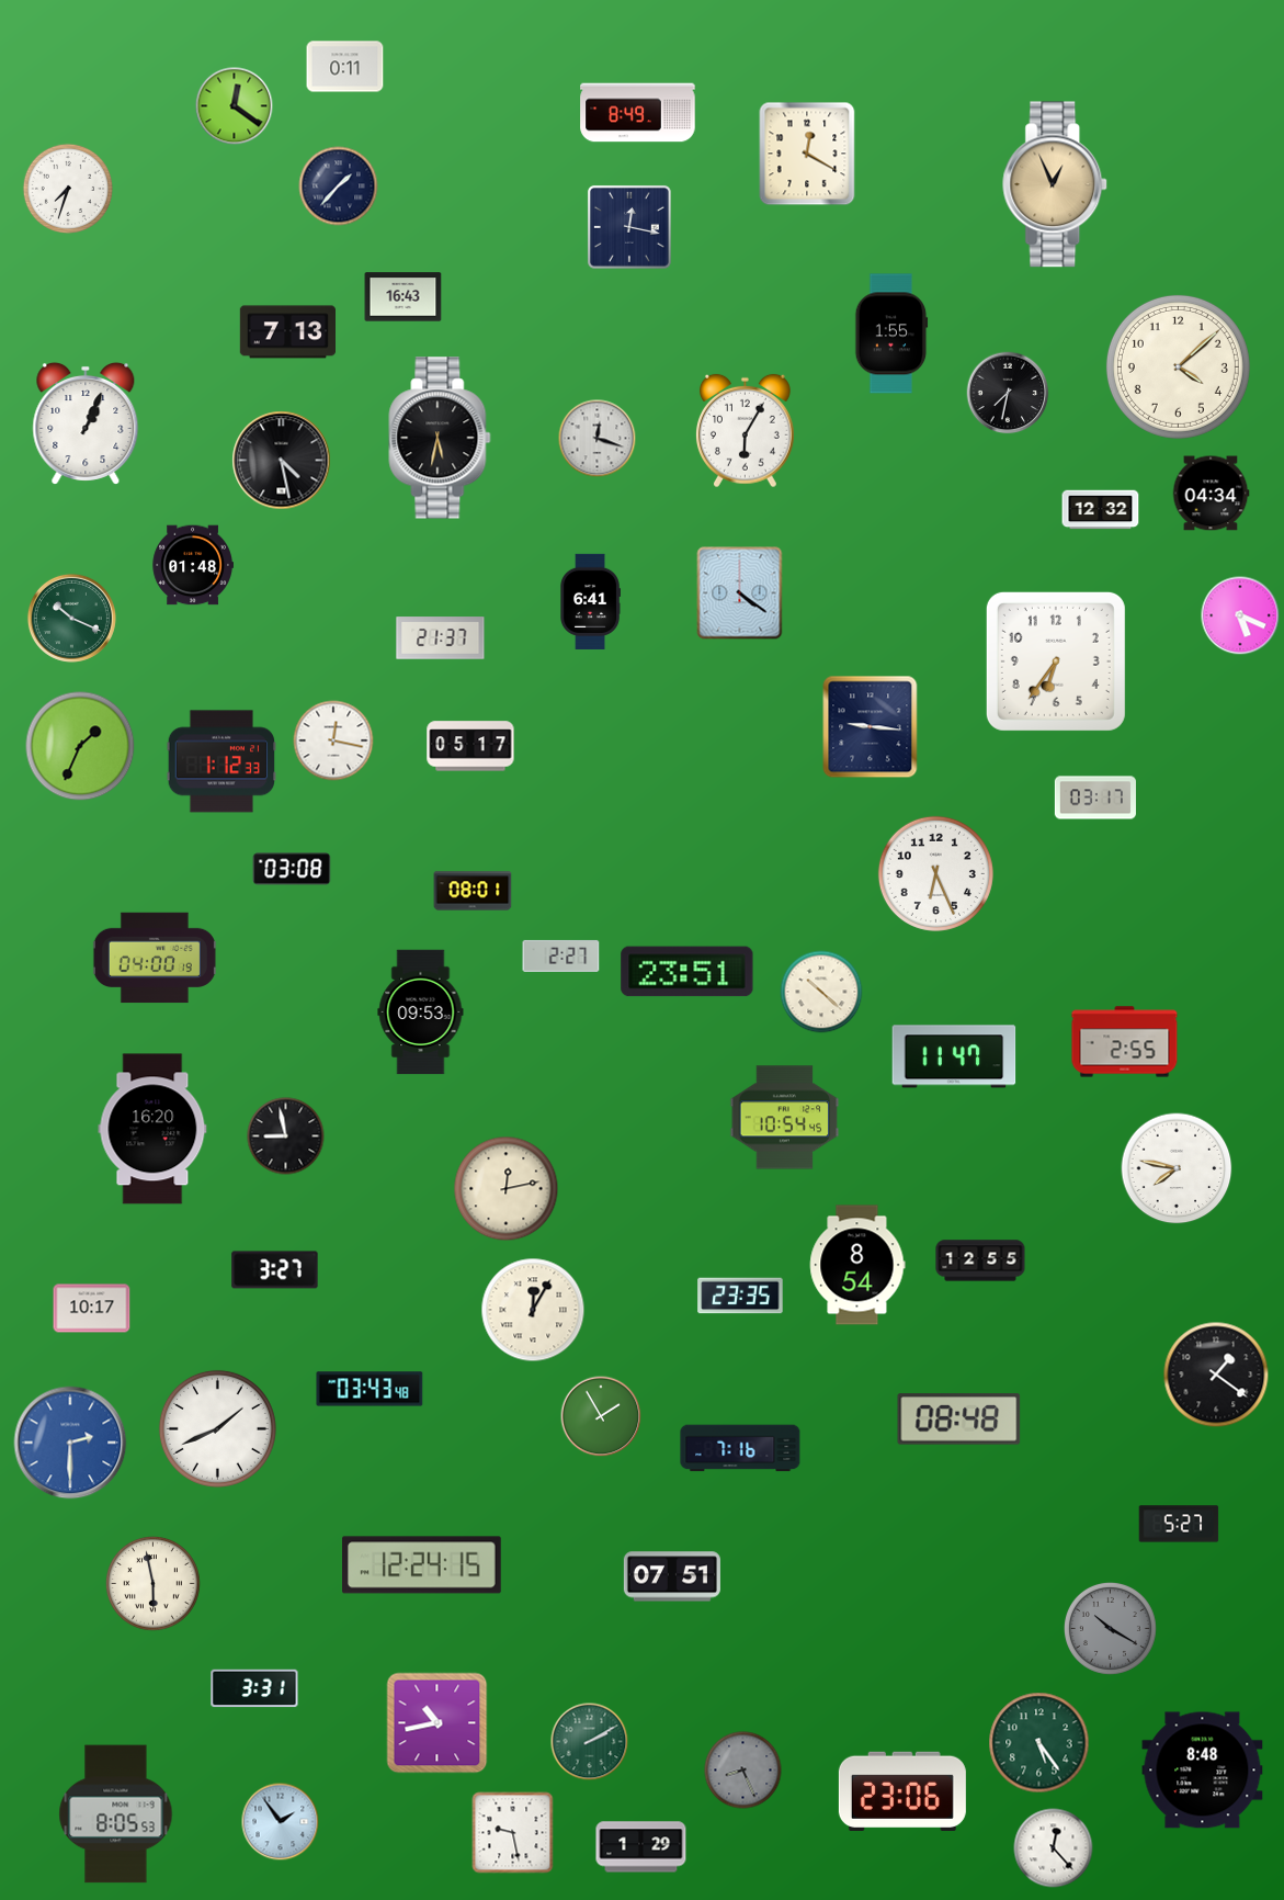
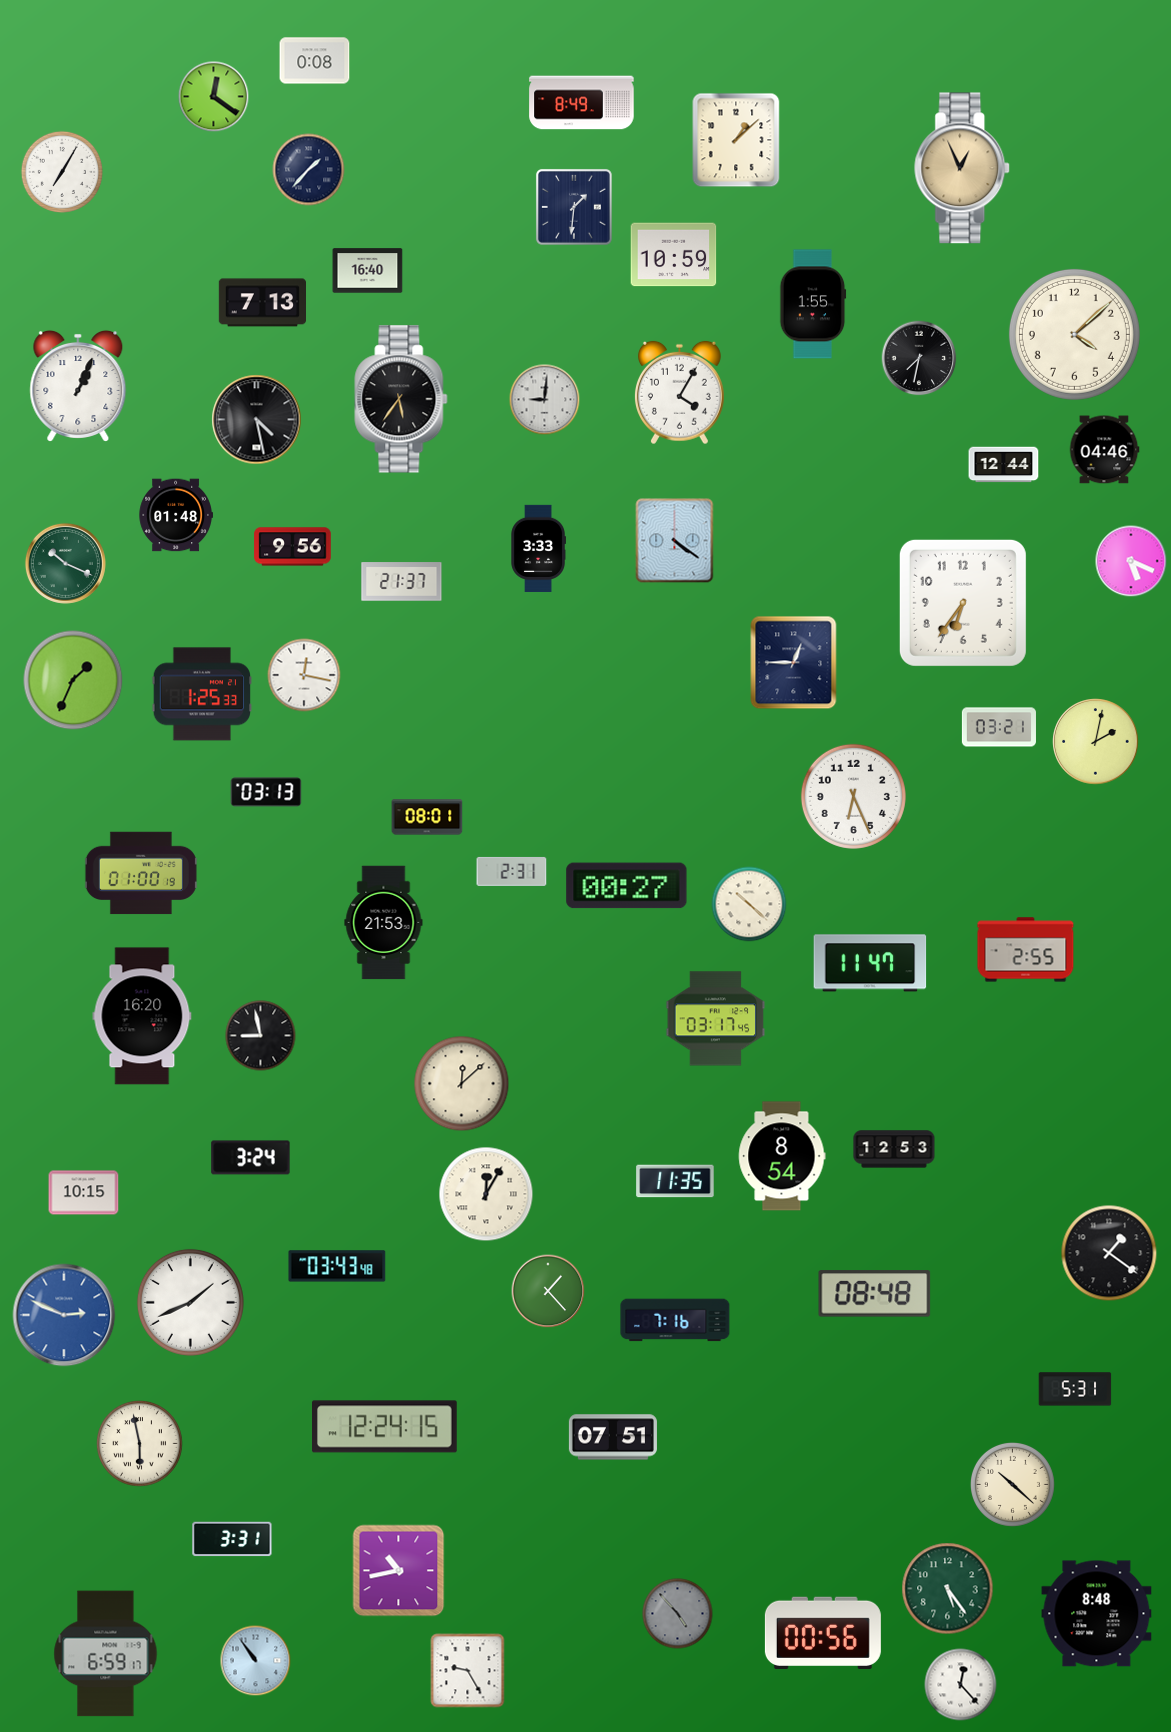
clock at (345, 67): 0:11 -> 0:08
clock at (807, 154): 12:20 -> 1:08
clock at (68, 189): 7:33 -> 7:05
clock at (629, 227): 12:17 -> 1:31
clock at (674, 255): none -> 10:59
clock at (404, 297): 16:43 -> 16:40
clock at (745, 431): 6:05 -> 4:05
clock at (440, 438): 5:32 -> 5:36
clock at (598, 439): 12:18 -> 9:01
clock at (1211, 494): 04:34 -> 04:46
clock at (1101, 510): 12:32 -> 12:44
clock at (293, 547): none -> 9:56
clock at (590, 601): 6:41 -> 3:33
clock at (871, 727): 9:16 -> 12:45
clock at (470, 746): 05:17 -> none
clock at (220, 761): 1:12 -> 1:25
clock at (1095, 798): 03:17 -> 03:21
clock at (1096, 742): none -> 2:02
clock at (292, 869): 03:08 -> 03:13
clock at (473, 891) position: (473, 891) -> (427, 817)
clock at (561, 955): 2:27 -> 2:31
clock at (155, 958): 04:00 -> 01:00
clock at (688, 972): 23:51 -> 00:27
clock at (421, 1013): 09:53 -> 21:53
clock at (785, 1118): 10:54 -> 03:17
clock at (152, 1129) position: (152, 1129) -> (142, 1016)
clock at (1177, 1168): 7:47 -> none
clock at (507, 1189): 12:13 -> 12:08
clock at (980, 1260): 12:55 -> 12:53
clock at (857, 1265) position: (857, 1265) -> (782, 1156)
clock at (275, 1270): 3:27 -> 3:24
clock at (740, 1296): 23:35 -> 11:35
clock at (92, 1309): 10:17 -> 10:15
clock at (601, 1416): 1:55 -> 1:23
clock at (217, 1428) position: (217, 1428) -> (190, 1302)
clock at (70, 1443): 2:30 -> 2:49
clock at (1179, 1524): 5:27 -> 5:31
clock at (1110, 1628): 10:20 -> 10:22
clock at (1110, 1628) dial: grey -> cream
clock at (590, 1742): 2:10 -> none
clock at (743, 1771): 8:26 -> 4:53
clock at (902, 1791): 23:06 -> 00:56
clock at (116, 1814): 8:05 -> 6:59
clock at (281, 1822): 1:54 -> 10:54
clock at (513, 1833): 9:28 -> 9:25
clock at (641, 1847): 1:29 -> none
